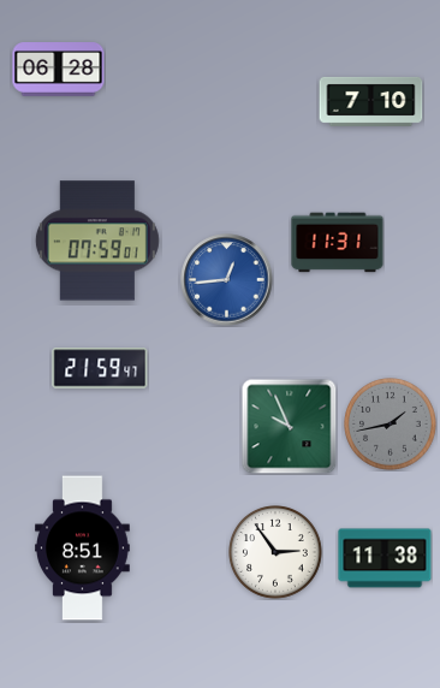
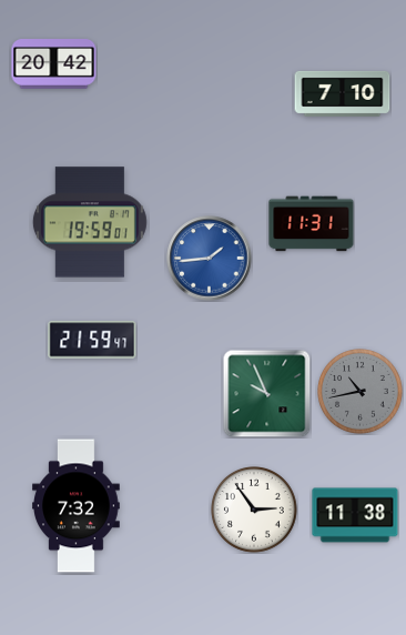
clock at (59, 70): 06:28 -> 20:42
clock at (97, 241): 07:59 -> 19:59
clock at (227, 280): 12:44 -> 1:44
clock at (391, 425): 1:43 -> 10:43
clock at (83, 548): 8:51 -> 7:32
